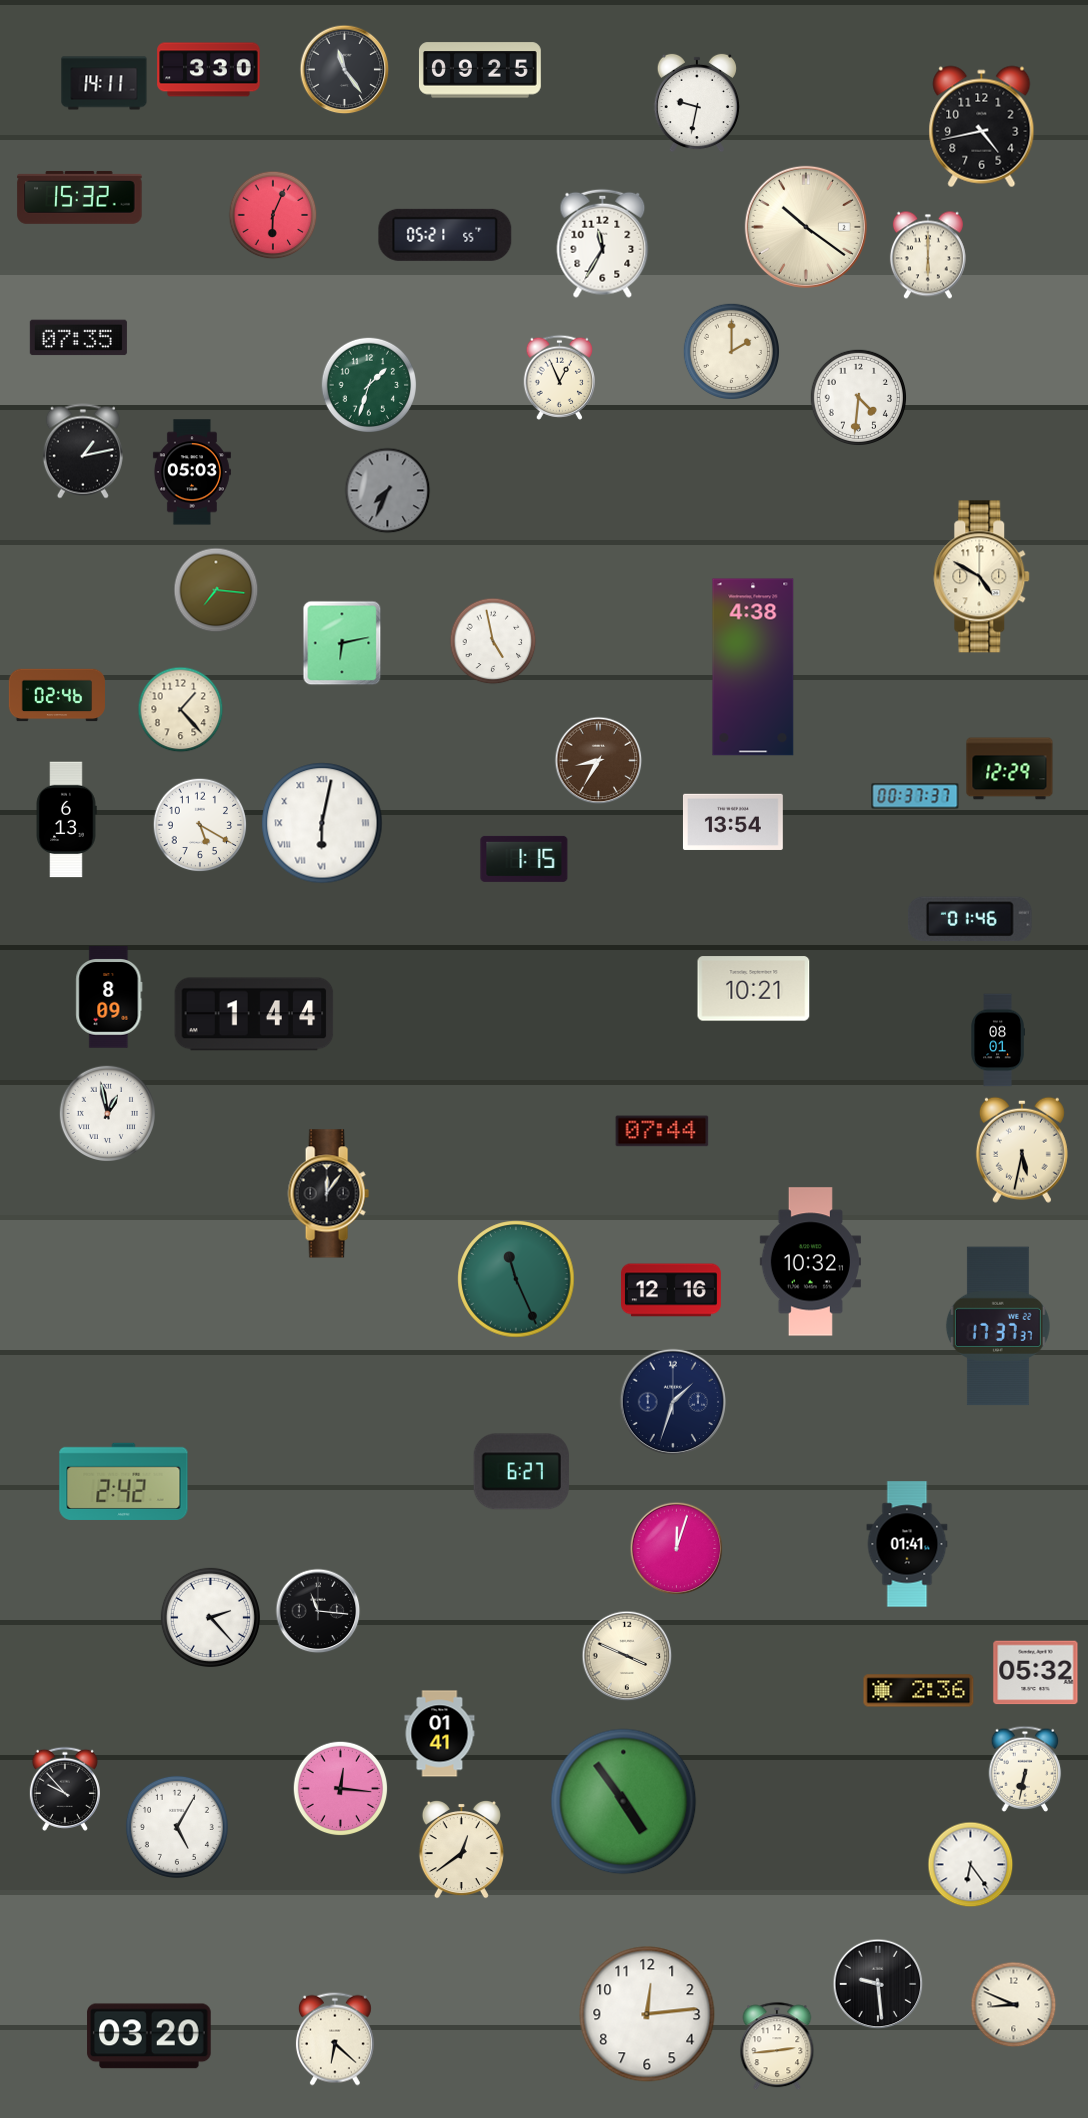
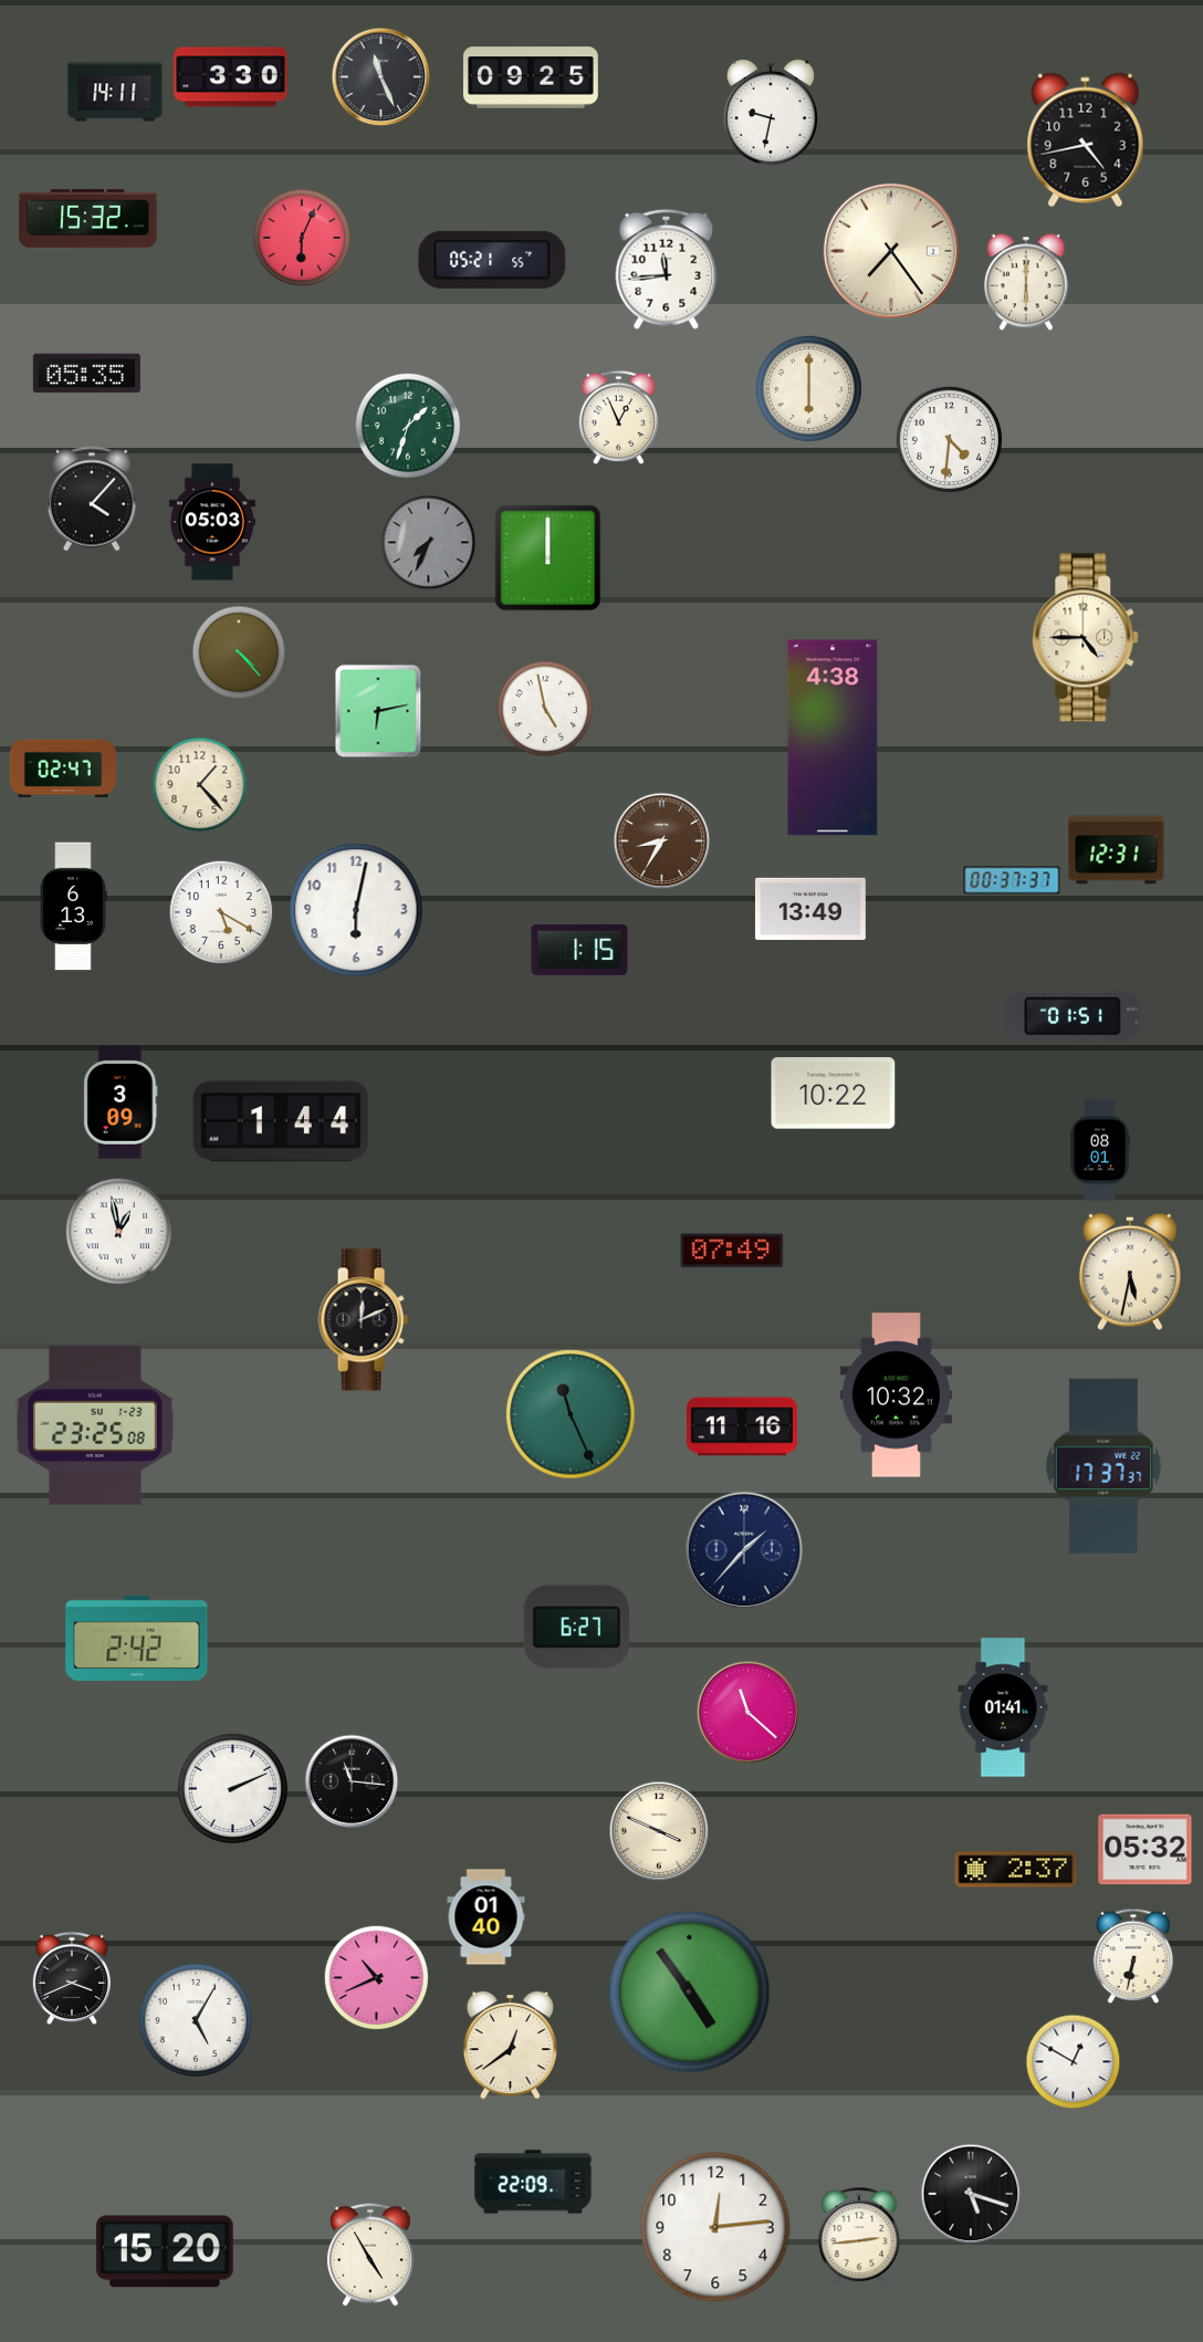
clock at (345, 70): 11:24 -> 11:26
clock at (806, 227): 10:21 -> 7:24
clock at (603, 243): 11:35 -> 11:44
clock at (78, 338): 07:35 -> 05:35
clock at (731, 351): 2:00 -> 6:00
clock at (83, 451): 1:13 -> 4:07
clock at (548, 558): none -> 12:00
clock at (982, 577): 4:50 -> 4:45
clock at (216, 590): 7:16 -> 4:23
clock at (56, 695): 02:46 -> 02:47
clock at (1010, 769): 12:29 -> 12:31
clock at (733, 822): 13:54 -> 13:49
clock at (322, 823) numerals: Roman -> Arabic
clock at (971, 919): 01:46 -> 01:51
clock at (754, 989): 10:21 -> 10:22
clock at (109, 997): 8:09 -> 3:09
clock at (998, 1040) position: (998, 1040) -> (1100, 1150)
clock at (662, 1131): 07:44 -> 07:49
clock at (328, 1194): 12:06 -> 12:11
clock at (95, 1425): none -> 23:25
clock at (672, 1290): 12:16 -> 11:16
clock at (672, 1401): 1:33 -> 1:37
clock at (677, 1549): 12:03 -> 11:22
clock at (210, 1617): 2:23 -> 2:11
clock at (627, 1656) position: (627, 1656) -> (659, 1831)
clock at (919, 1691): 2:36 -> 2:37
clock at (440, 1734): 01:41 -> 01:40
clock at (65, 1789): 9:53 -> 3:41
clock at (341, 1789): 12:16 -> 10:41
clock at (971, 1865): 6:24 -> 12:50
clock at (533, 2182): none -> 22:09
clock at (878, 1984): 9:29 -> 5:18
clock at (1014, 2005): 8:49 -> none
clock at (149, 2036): 03:20 -> 15:20
clock at (335, 2039): 6:22 -> 4:55
clock at (777, 2047) position: (777, 2047) -> (859, 2237)
